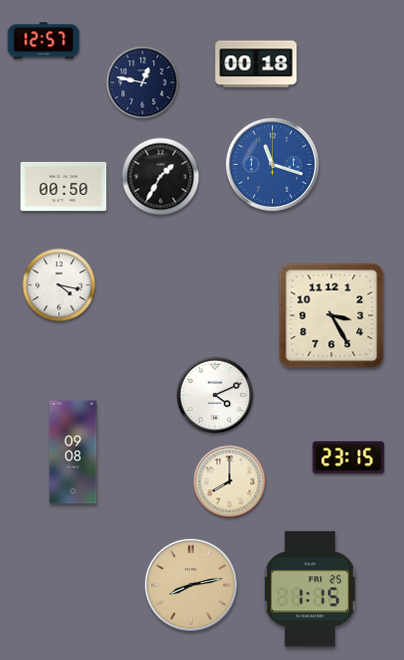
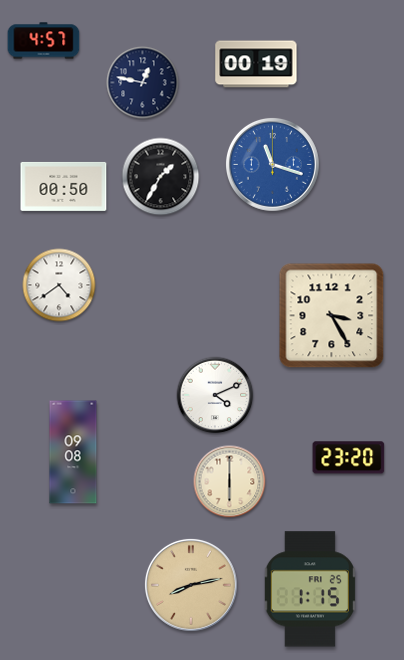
clock at (44, 41): 12:57 -> 4:57
clock at (256, 64): 00:18 -> 00:19
clock at (59, 285): 4:17 -> 4:39
clock at (349, 458): 23:15 -> 23:20
clock at (230, 482): 8:00 -> 6:00
